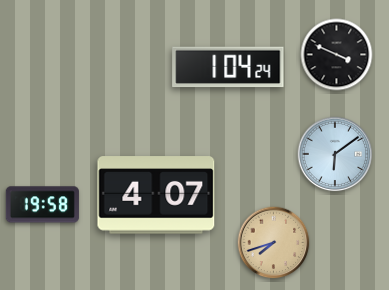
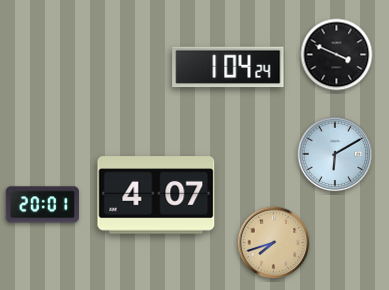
clock at (335, 154): 6:09 -> 6:10
clock at (42, 205): 19:58 -> 20:01
